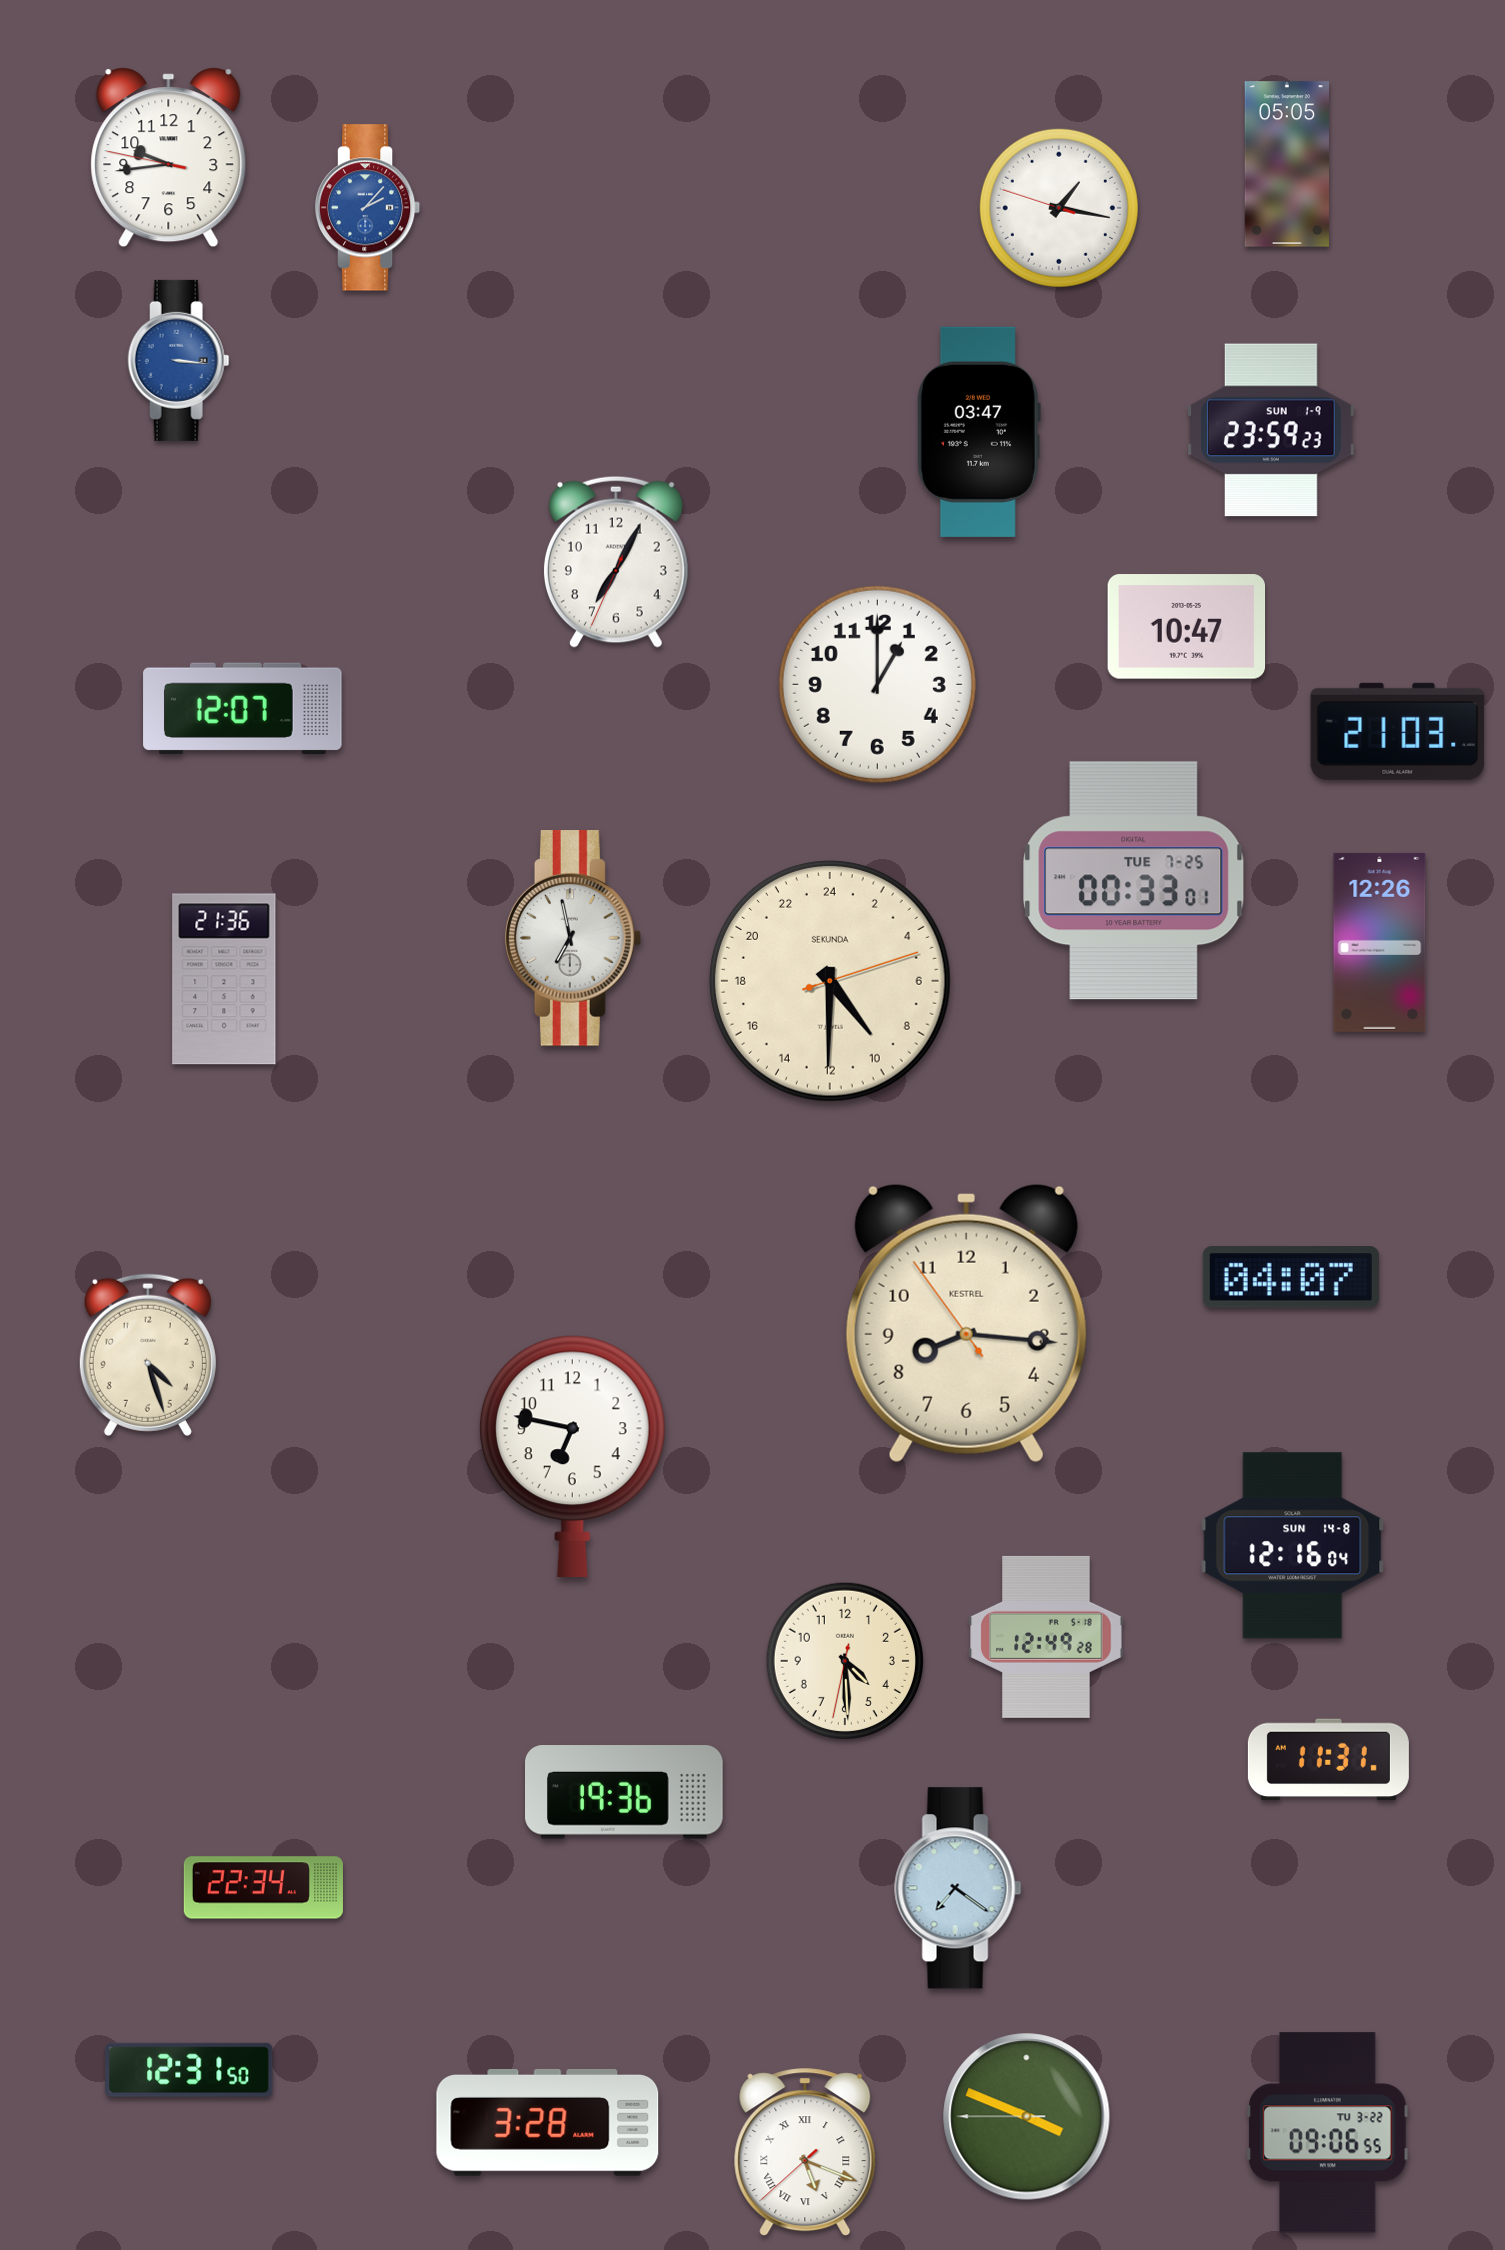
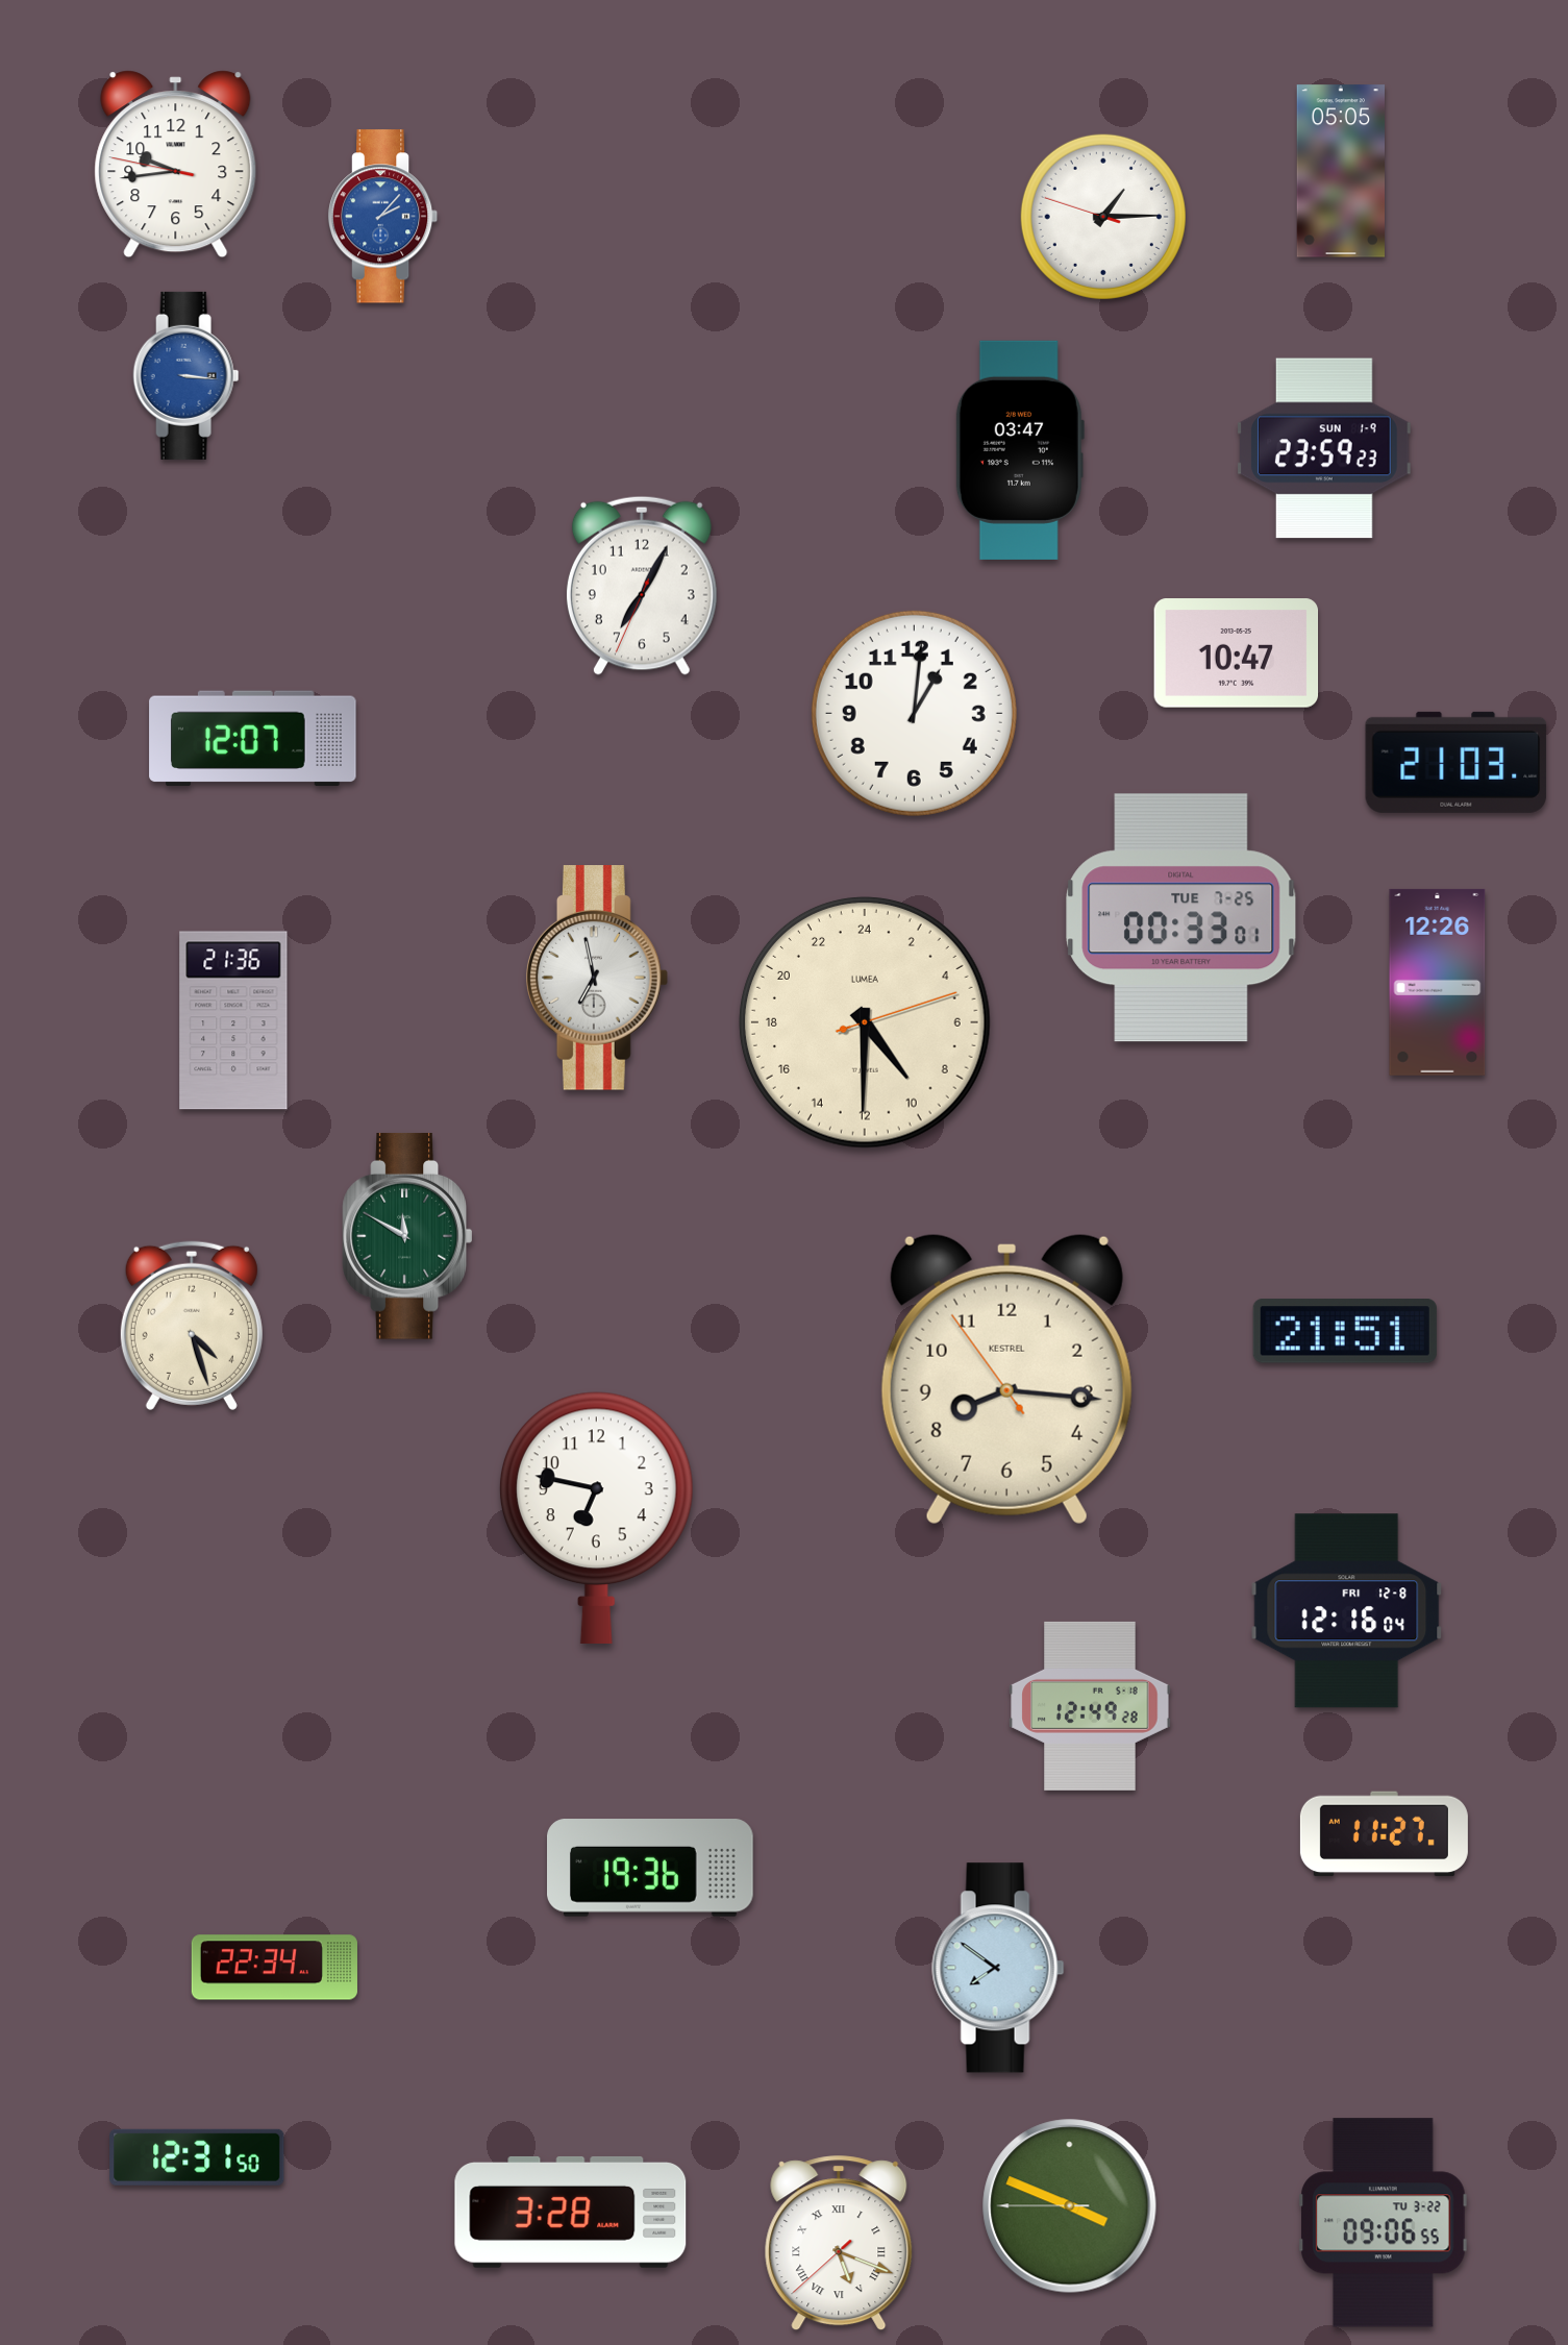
clock at (1059, 208): 1:16 -> 1:14
clock at (877, 684): 1:00 -> 1:01
clock at (830, 981) brand: SEKUNDA -> LUMEA
clock at (406, 1236): none -> 11:50
clock at (1291, 1277): 04:07 -> 21:51
clock at (148, 1355) position: (148, 1355) -> (192, 1326)
clock at (1293, 1546) date: SUN 14-8 -> FRI 12-8
clock at (845, 1661): 4:29 -> none
clock at (1328, 1760): 11:31 -> 11:27
clock at (958, 1888): 7:21 -> 7:51
